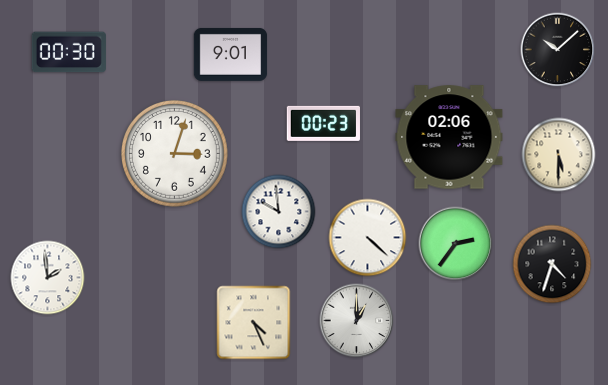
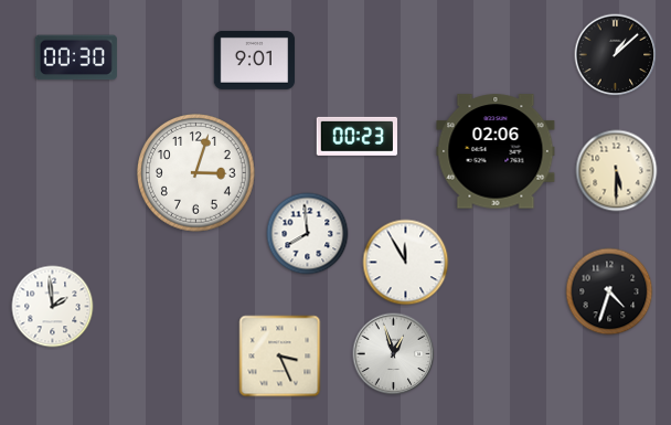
clock at (558, 50): 10:08 -> 1:08
clock at (175, 154) position: (175, 154) -> (196, 173)
clock at (279, 212): 9:59 -> 7:59
clock at (368, 238): 4:22 -> 11:55
clock at (456, 244): 2:36 -> none
clock at (357, 321): 1:00 -> 12:57
clock at (254, 323): 4:26 -> 3:26
